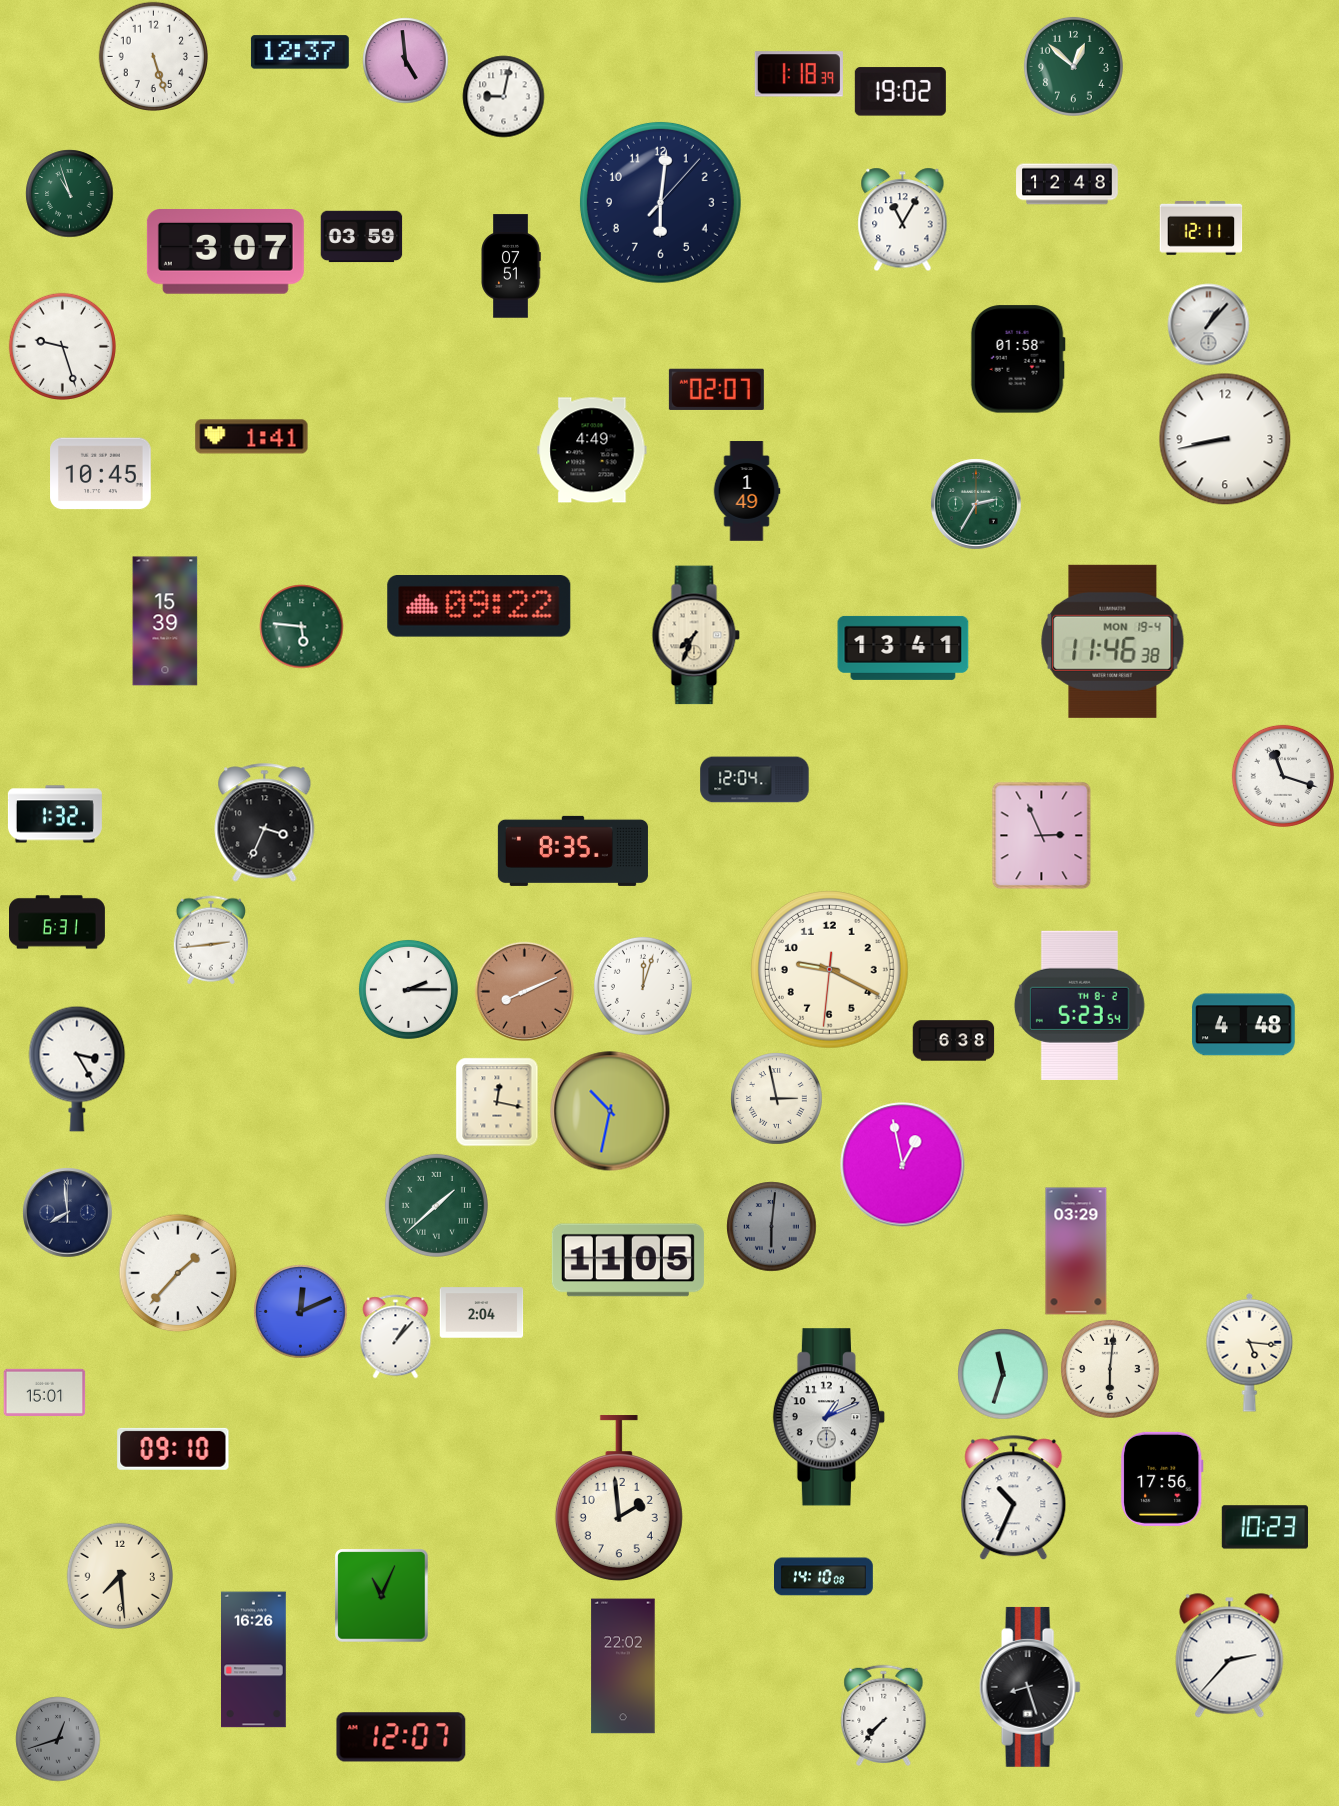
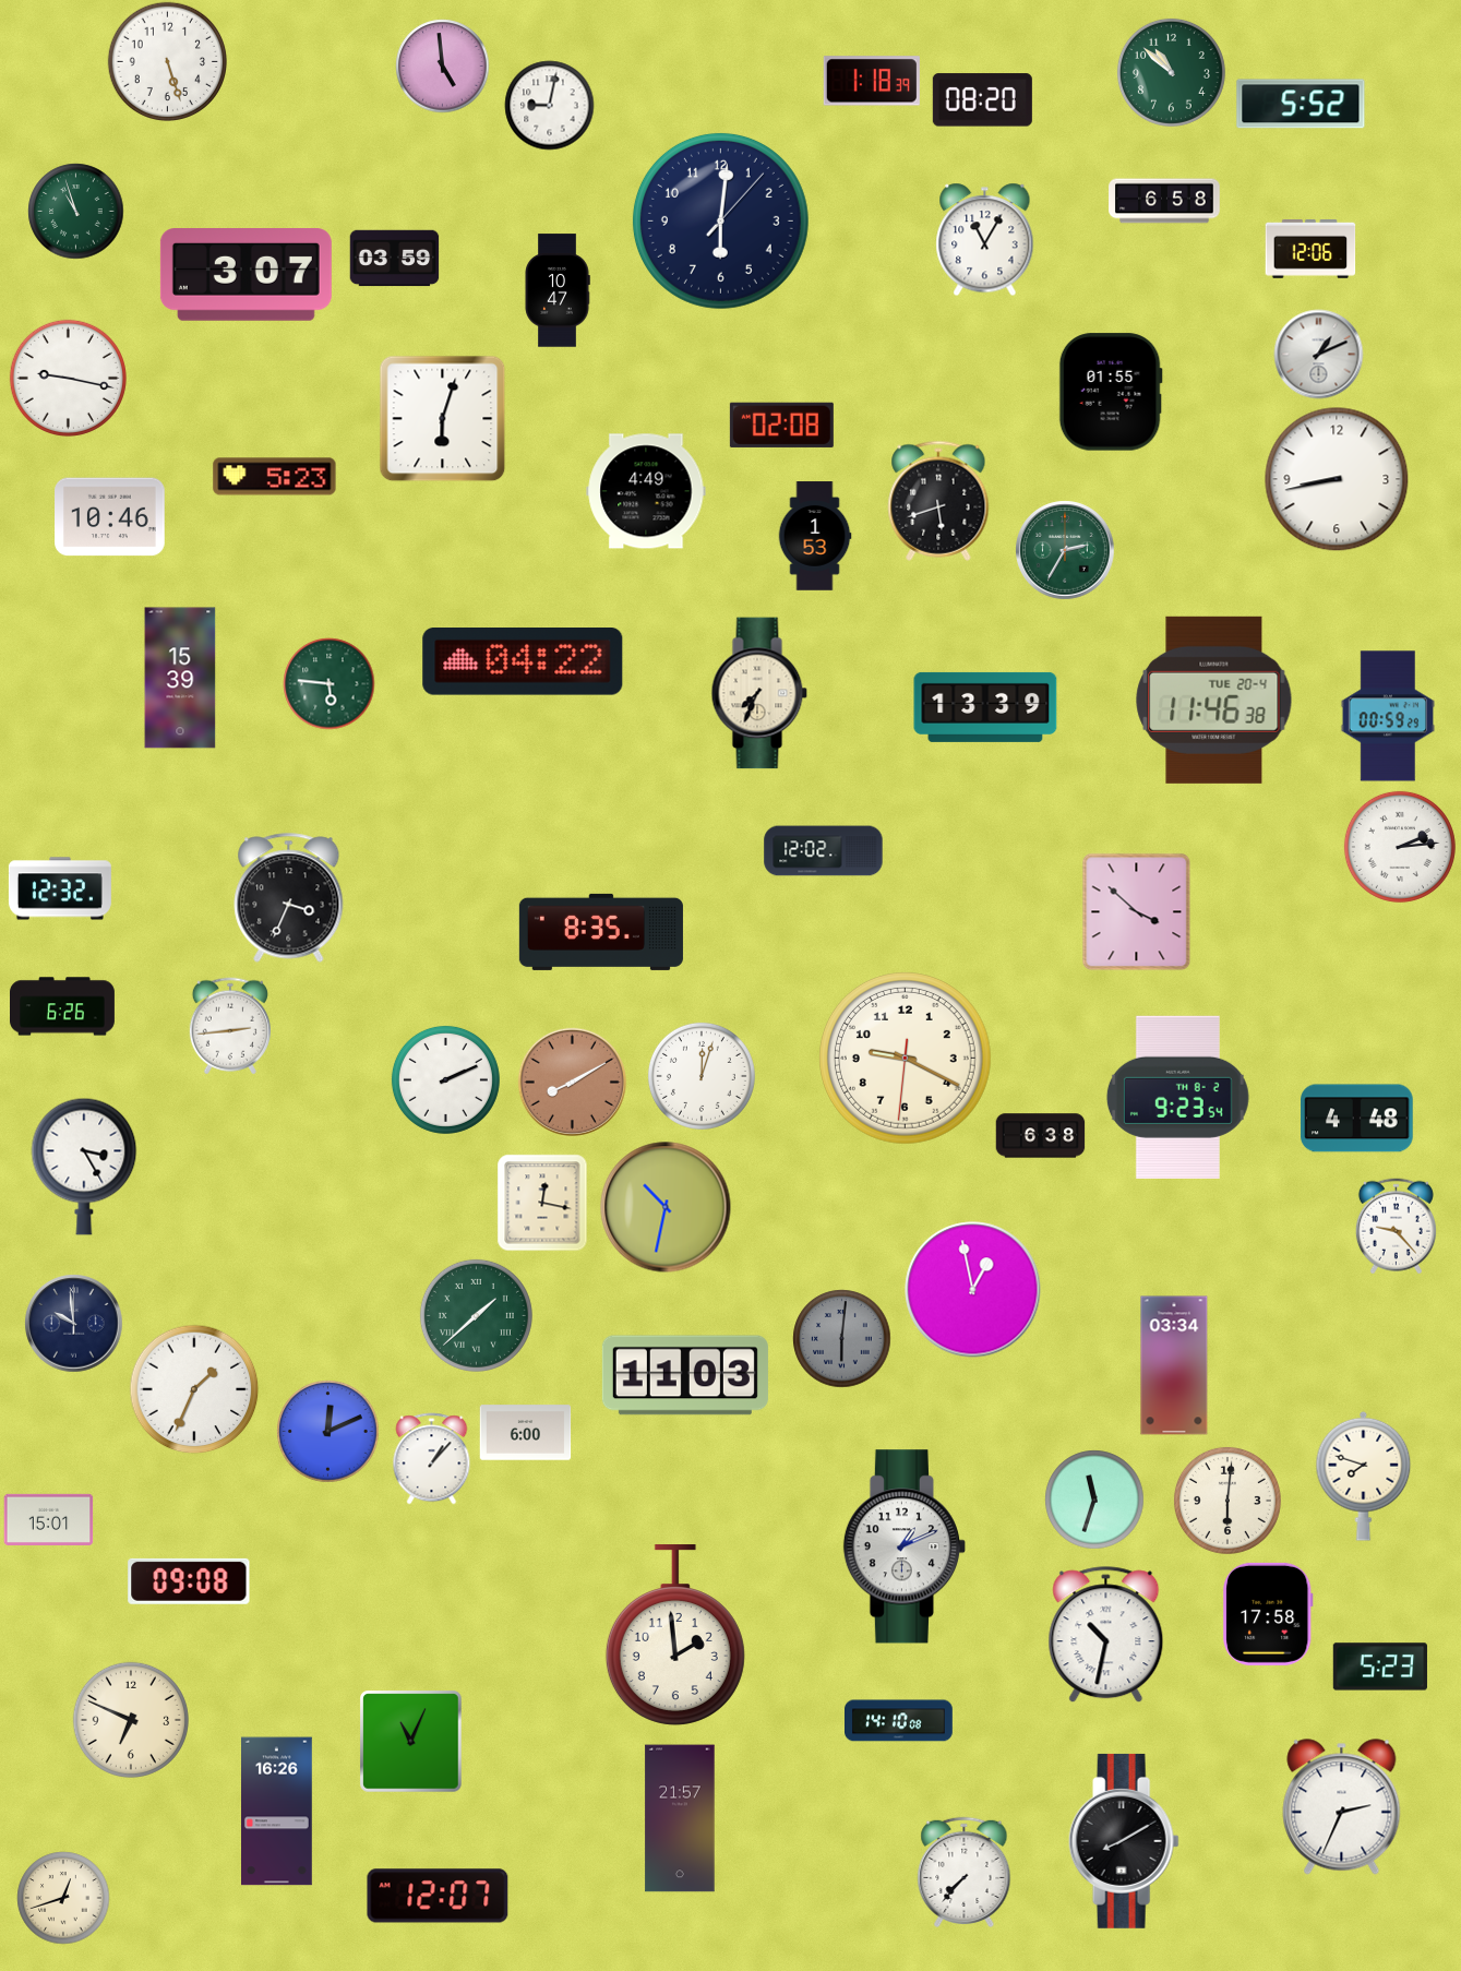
clock at (300, 52): 12:37 -> none
clock at (1073, 66): 12:52 -> 10:52
clock at (900, 92): 19:02 -> 08:20
clock at (1301, 104): none -> 5:52
clock at (1067, 184): 12:48 -> 6:58
clock at (1201, 228): 12:11 -> 12:06
clock at (511, 266): 07:51 -> 10:47
clock at (1208, 324): 1:07 -> 1:11
clock at (62, 346): 9:27 -> 9:17
clock at (1018, 359): 01:58 -> 01:55
clock at (442, 418): none -> 6:03
clock at (716, 389): 02:07 -> 02:08
clock at (252, 437): 1:41 -> 5:23
clock at (938, 501): none -> 5:42
clock at (101, 474): 10:45 -> 10:46
clock at (747, 491): 1:49 -> 1:53
clock at (479, 607): 09:22 -> 04:22
clock at (1113, 641) date: MON 19-4 -> TUE 20-4
clock at (903, 648): 13:41 -> 13:39
clock at (1388, 716): none -> 00:59
clock at (1283, 776): 11:18 -> 2:14
clock at (755, 780): 12:04 -> 12:02
clock at (55, 814): 1:32 -> 12:32
clock at (1042, 835): 2:56 -> 3:52
clock at (573, 851) position: (573, 851) -> (601, 932)
clock at (58, 922): 6:31 -> 6:26
clock at (408, 989): 2:15 -> 2:11
clock at (524, 991): 8:11 -> 8:10
clock at (1079, 1005): 5:23 -> 9:23
clock at (776, 1098): 2:58 -> none
clock at (610, 1111) position: (610, 1111) -> (666, 1207)
clock at (1396, 1226): none -> 9:23
clock at (903, 1165) position: (903, 1165) -> (973, 1290)
clock at (67, 1212): 7:59 -> 9:59
clock at (1076, 1251): 03:29 -> 03:34
clock at (628, 1260): 11:05 -> 11:03
clock at (178, 1273): 1:37 -> 1:34
clock at (481, 1313): 2:04 -> 6:00
clock at (1250, 1352): 5:16 -> 7:48
clock at (1110, 1369) position: (1110, 1369) -> (1228, 1501)
clock at (173, 1449): 09:10 -> 09:08
clock at (1163, 1479): 17:56 -> 17:58
clock at (1014, 1498): 10:34 -> 10:32
clock at (1265, 1527): 10:23 -> 5:23
clock at (120, 1576): 7:29 -> 6:49
clock at (381, 1595) position: (381, 1595) -> (410, 1741)
clock at (1230, 1656): 2:37 -> 2:34
clock at (623, 1666): 22:02 -> 21:57
clock at (1030, 1687): 8:27 -> 8:10
clock at (58, 1739) dial: grey -> cream
